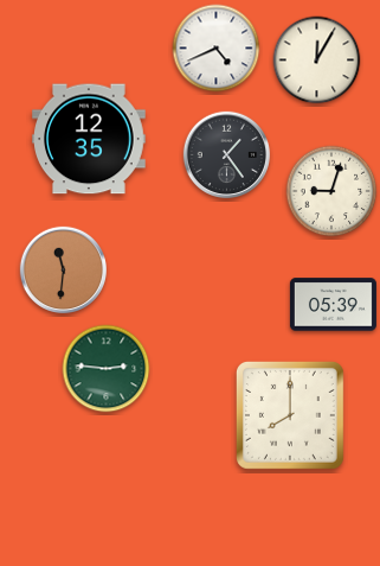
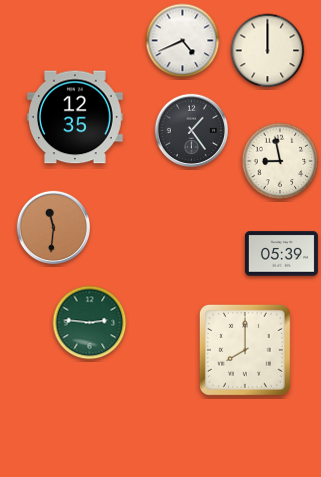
clock at (317, 61): 12:05 -> 12:00
clock at (331, 191): 9:03 -> 8:58
clock at (333, 305) position: (333, 305) -> (281, 254)
clock at (107, 369) position: (107, 369) -> (90, 323)
